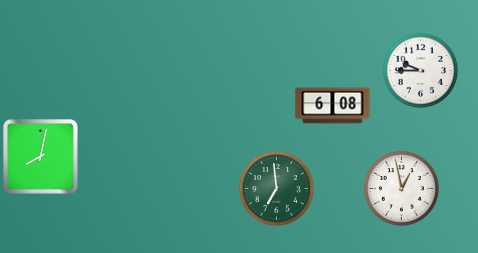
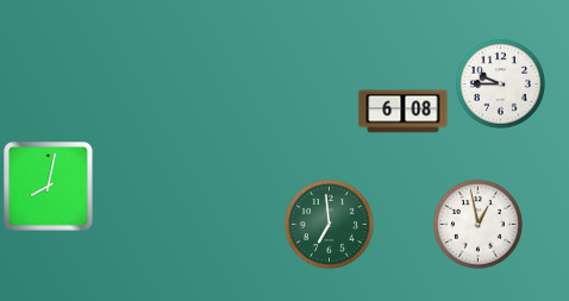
clock at (333, 106) position: (333, 106) -> (404, 112)
